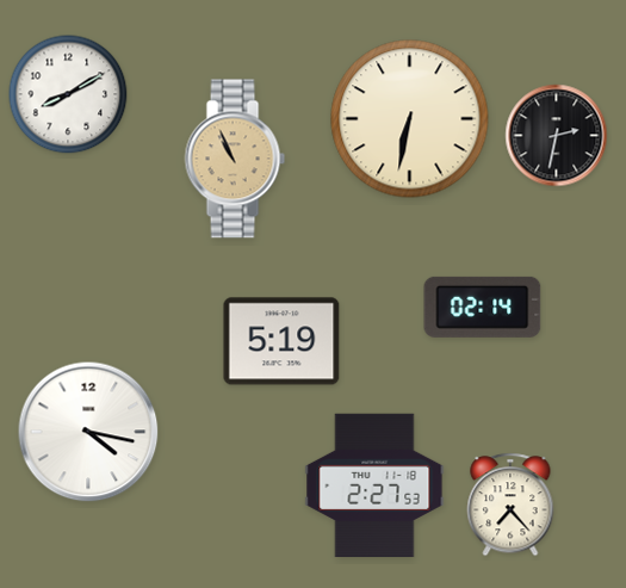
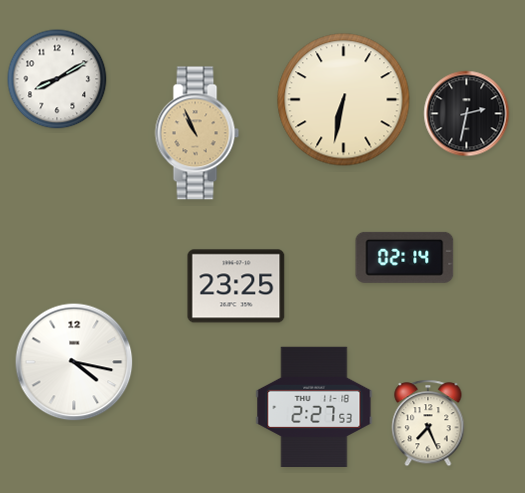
clock at (281, 341): 5:19 -> 23:25
clock at (510, 505): 7:23 -> 7:26
